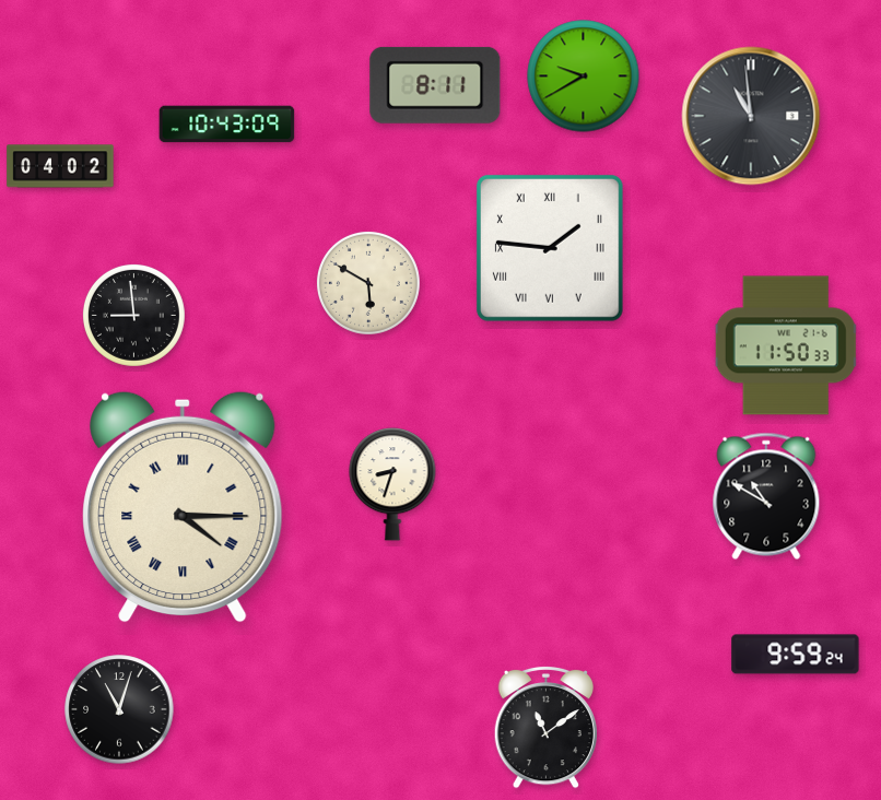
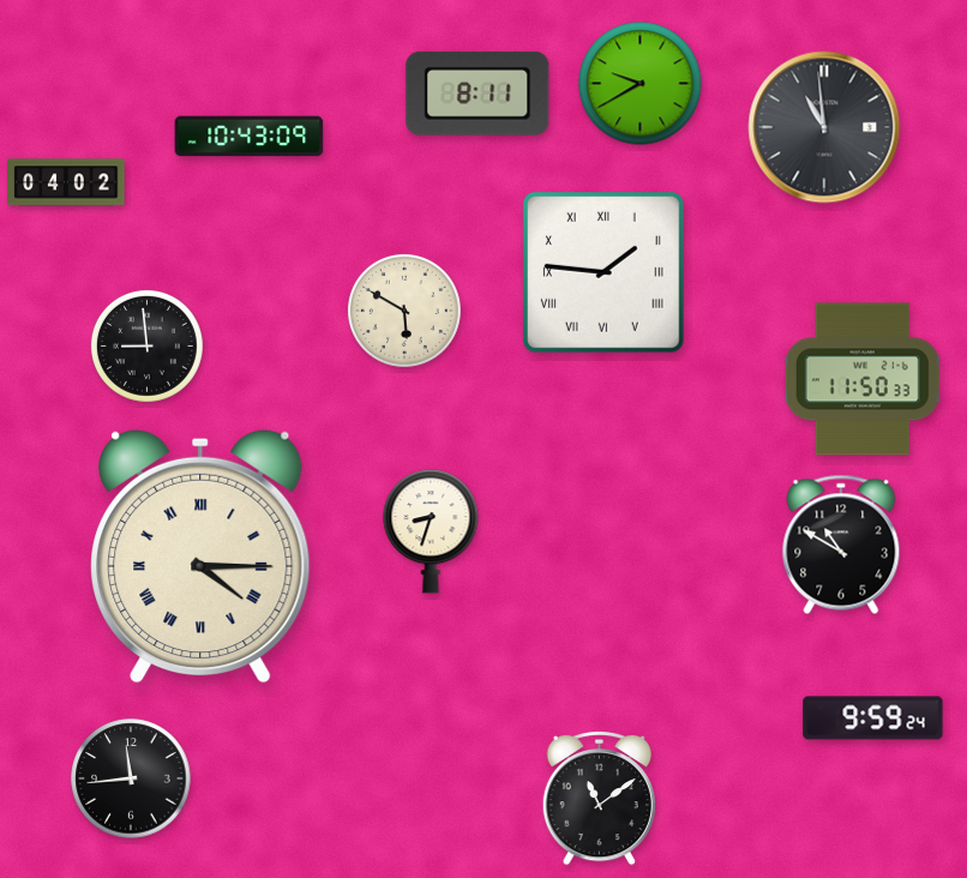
clock at (119, 709): 11:03 -> 11:44
